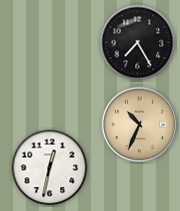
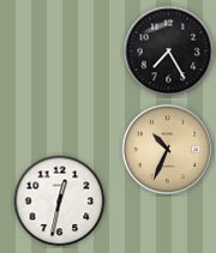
clock at (138, 43) position: (138, 43) -> (169, 52)
